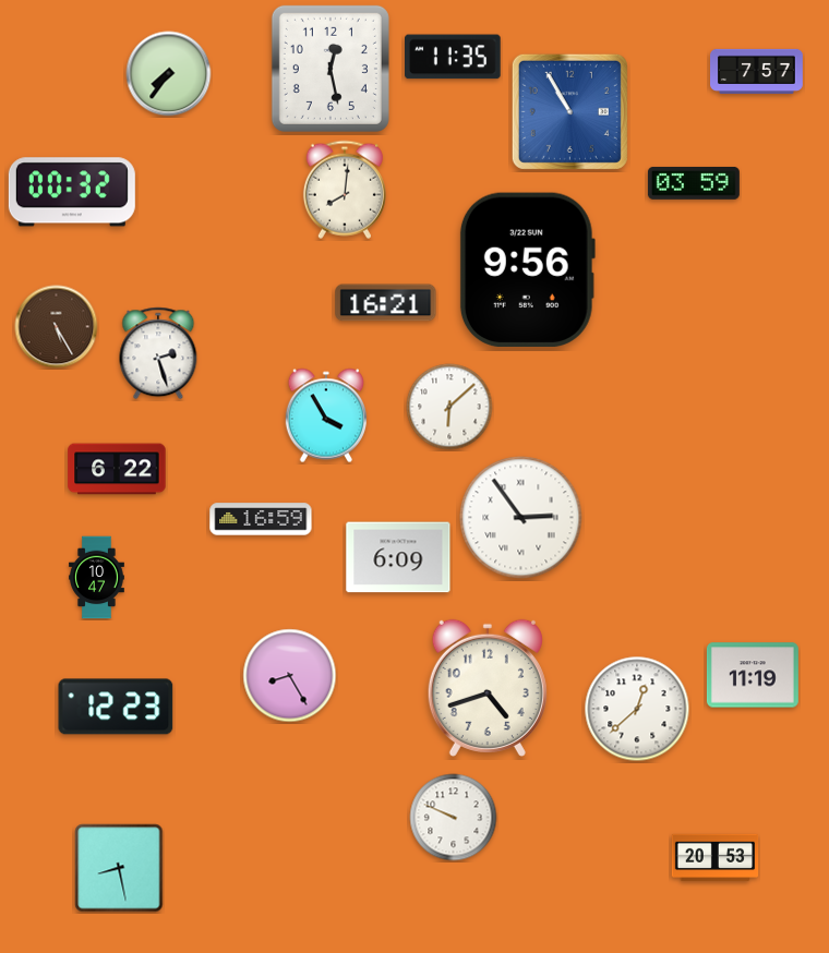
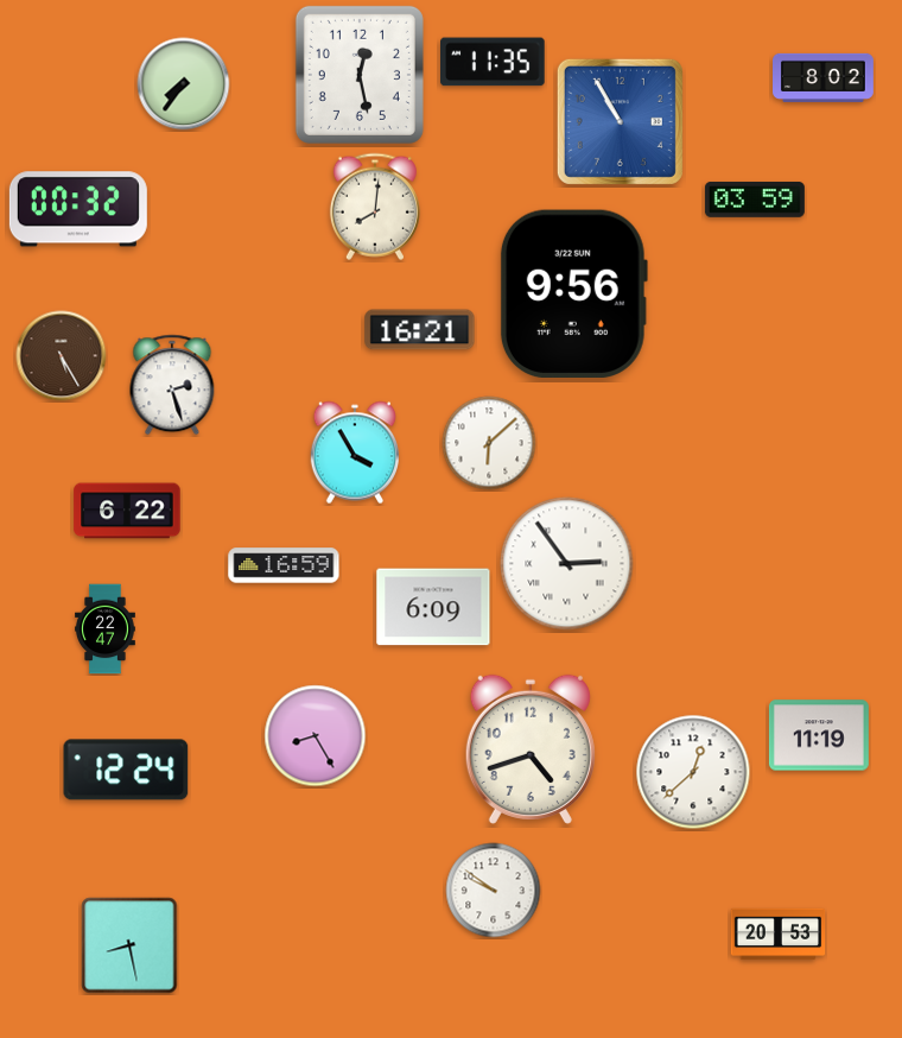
clock at (757, 71): 7:57 -> 8:02
clock at (169, 74) position: (169, 74) -> (184, 84)
clock at (97, 578): 10:47 -> 22:47
clock at (116, 707): 12:23 -> 12:24
clock at (454, 818): 9:49 -> 9:51
